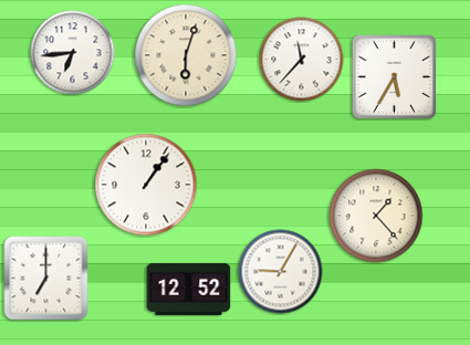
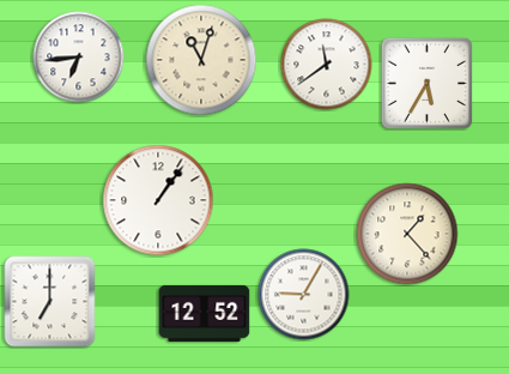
clock at (186, 55): 6:03 -> 11:03
clock at (302, 60): 11:37 -> 11:39
